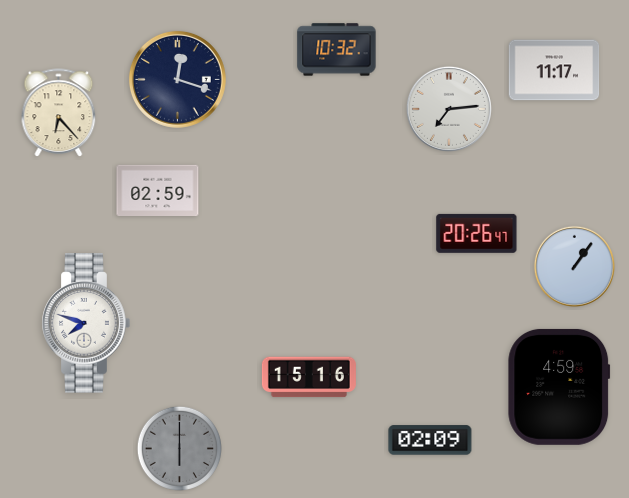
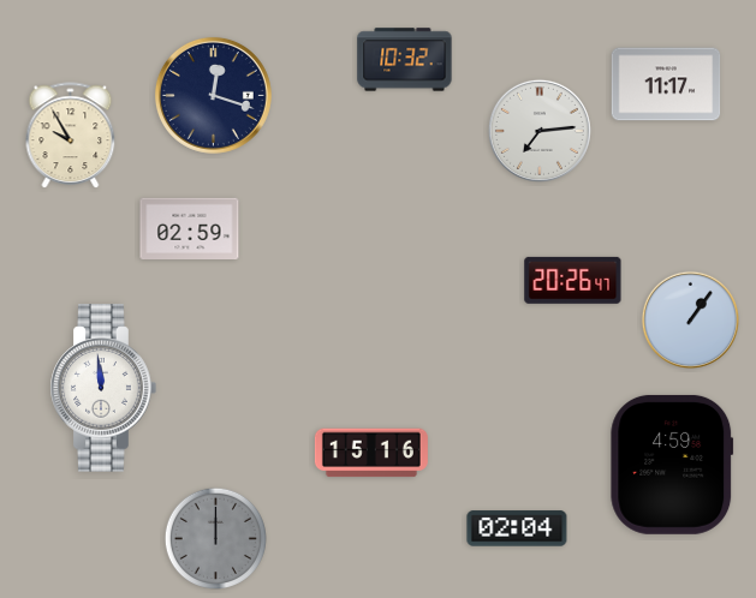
clock at (59, 112): 6:23 -> 9:55
clock at (86, 323): 7:48 -> 11:59
clock at (430, 440): 02:09 -> 02:04
clock at (179, 448): 6:00 -> 12:00
